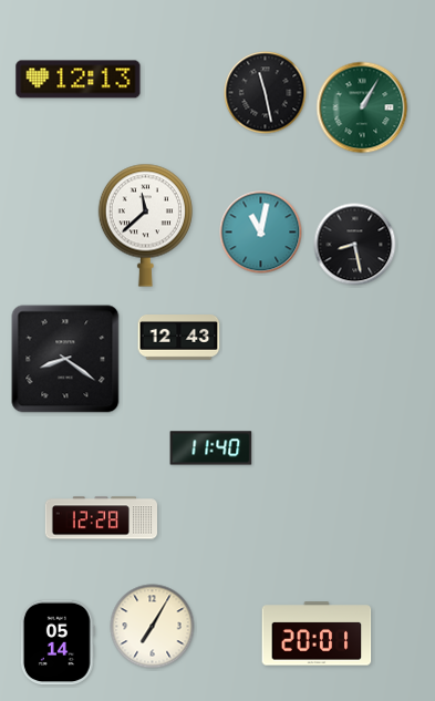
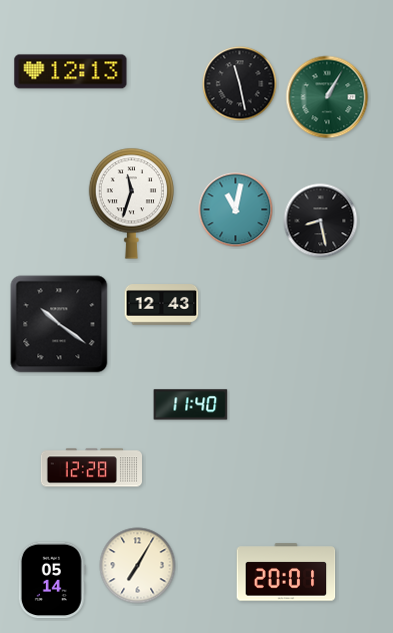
clock at (145, 225): 11:38 -> 11:33
clock at (65, 359): 8:21 -> 10:21
